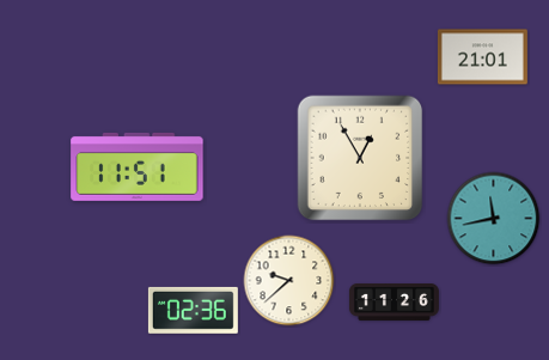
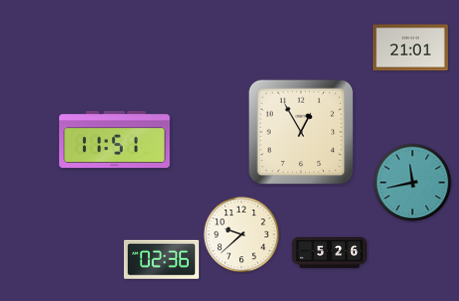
clock at (482, 57) position: (482, 57) -> (410, 48)
clock at (394, 301): 11:26 -> 5:26
